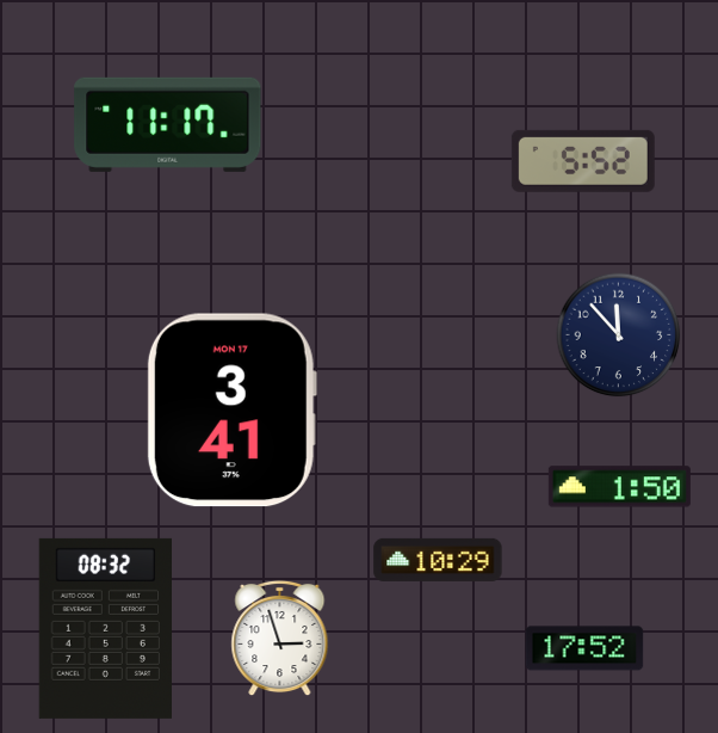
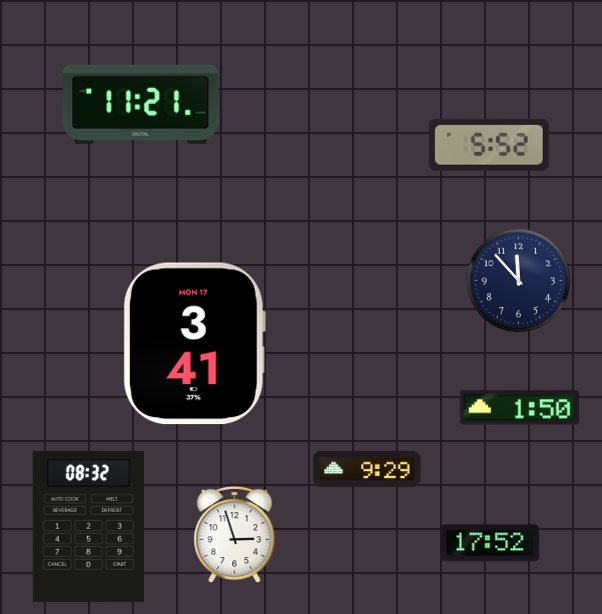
clock at (168, 124): 11:17 -> 11:21
clock at (583, 161) position: (583, 161) -> (489, 145)
clock at (438, 560): 10:29 -> 9:29
